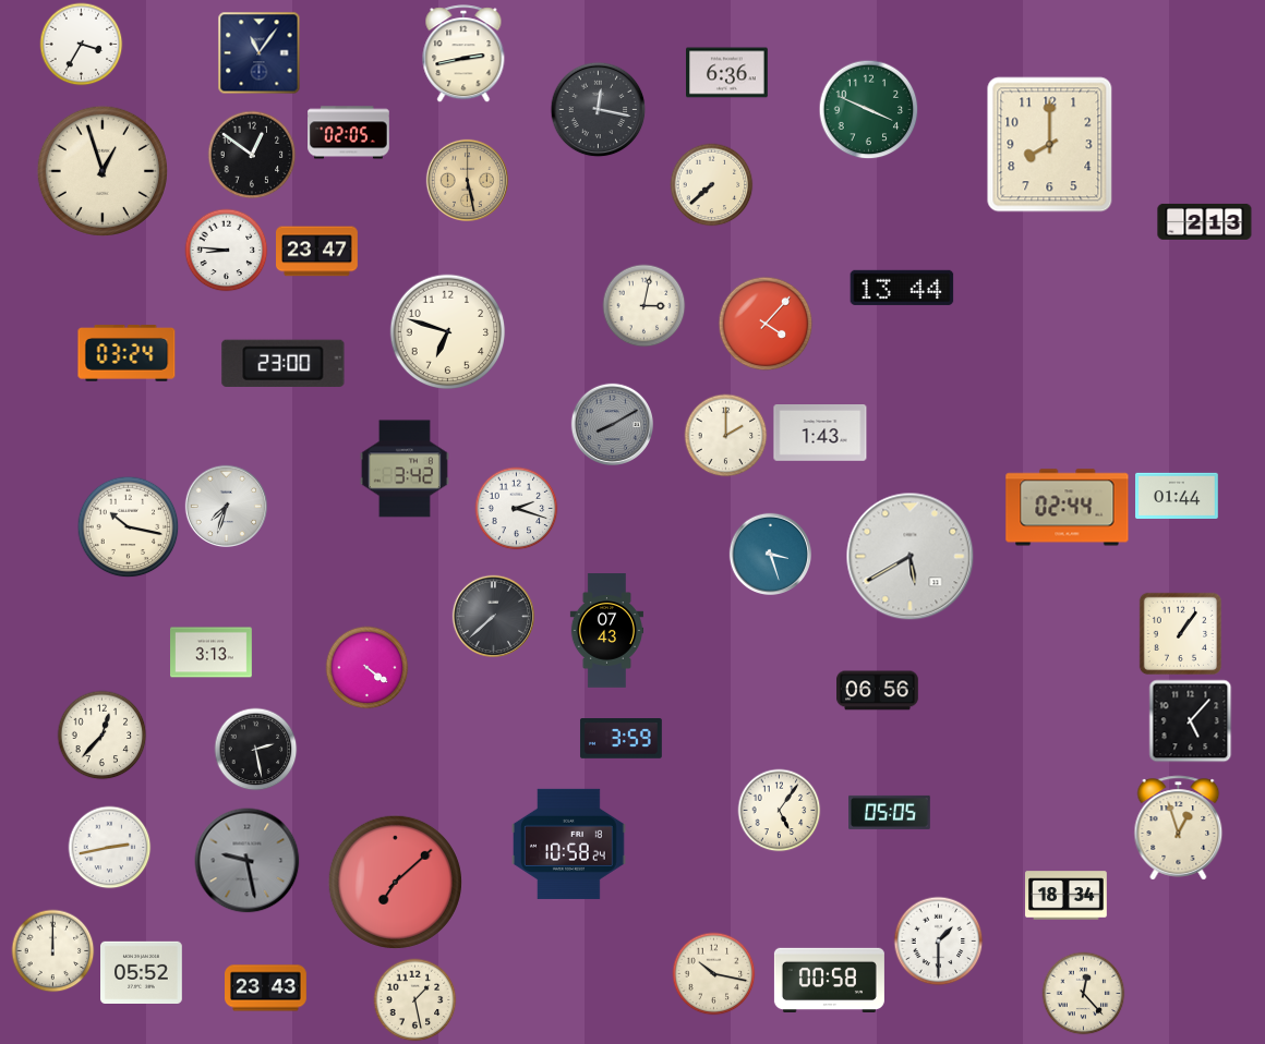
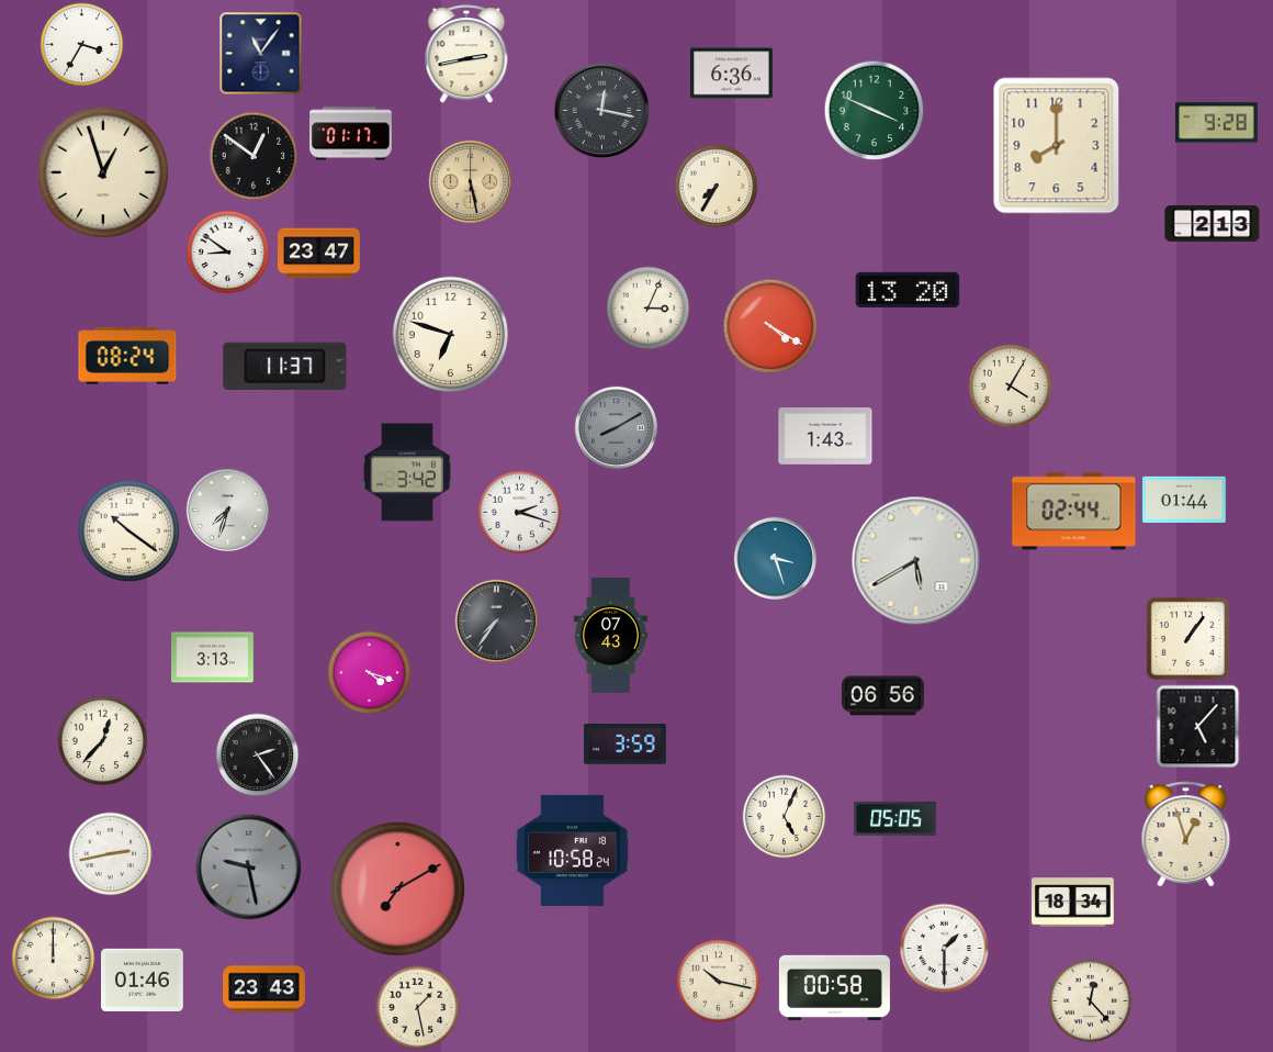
clock at (1216, 123): none -> 9:28
clock at (349, 133): 02:05 -> 01:17
clock at (712, 185): 7:38 -> 7:35
clock at (227, 251): 8:46 -> 8:51
clock at (902, 288): 13:44 -> 13:20
clock at (644, 306): 3:02 -> 3:04
clock at (766, 324): 4:07 -> 4:20
clock at (126, 353): 03:24 -> 08:24
clock at (284, 363): 23:00 -> 11:37
clock at (1011, 387): none -> 4:05
clock at (726, 436): 2:00 -> none
clock at (129, 527): 10:17 -> 10:21
clock at (493, 616): 7:38 -> 7:36
clock at (368, 668): 4:21 -> 4:18
clock at (256, 750): 2:28 -> 2:24
clock at (780, 811): 5:06 -> 5:04
clock at (395, 882): 7:08 -> 7:10
clock at (142, 972): 05:52 -> 01:46
clock at (266, 988) position: (266, 988) -> (264, 989)
